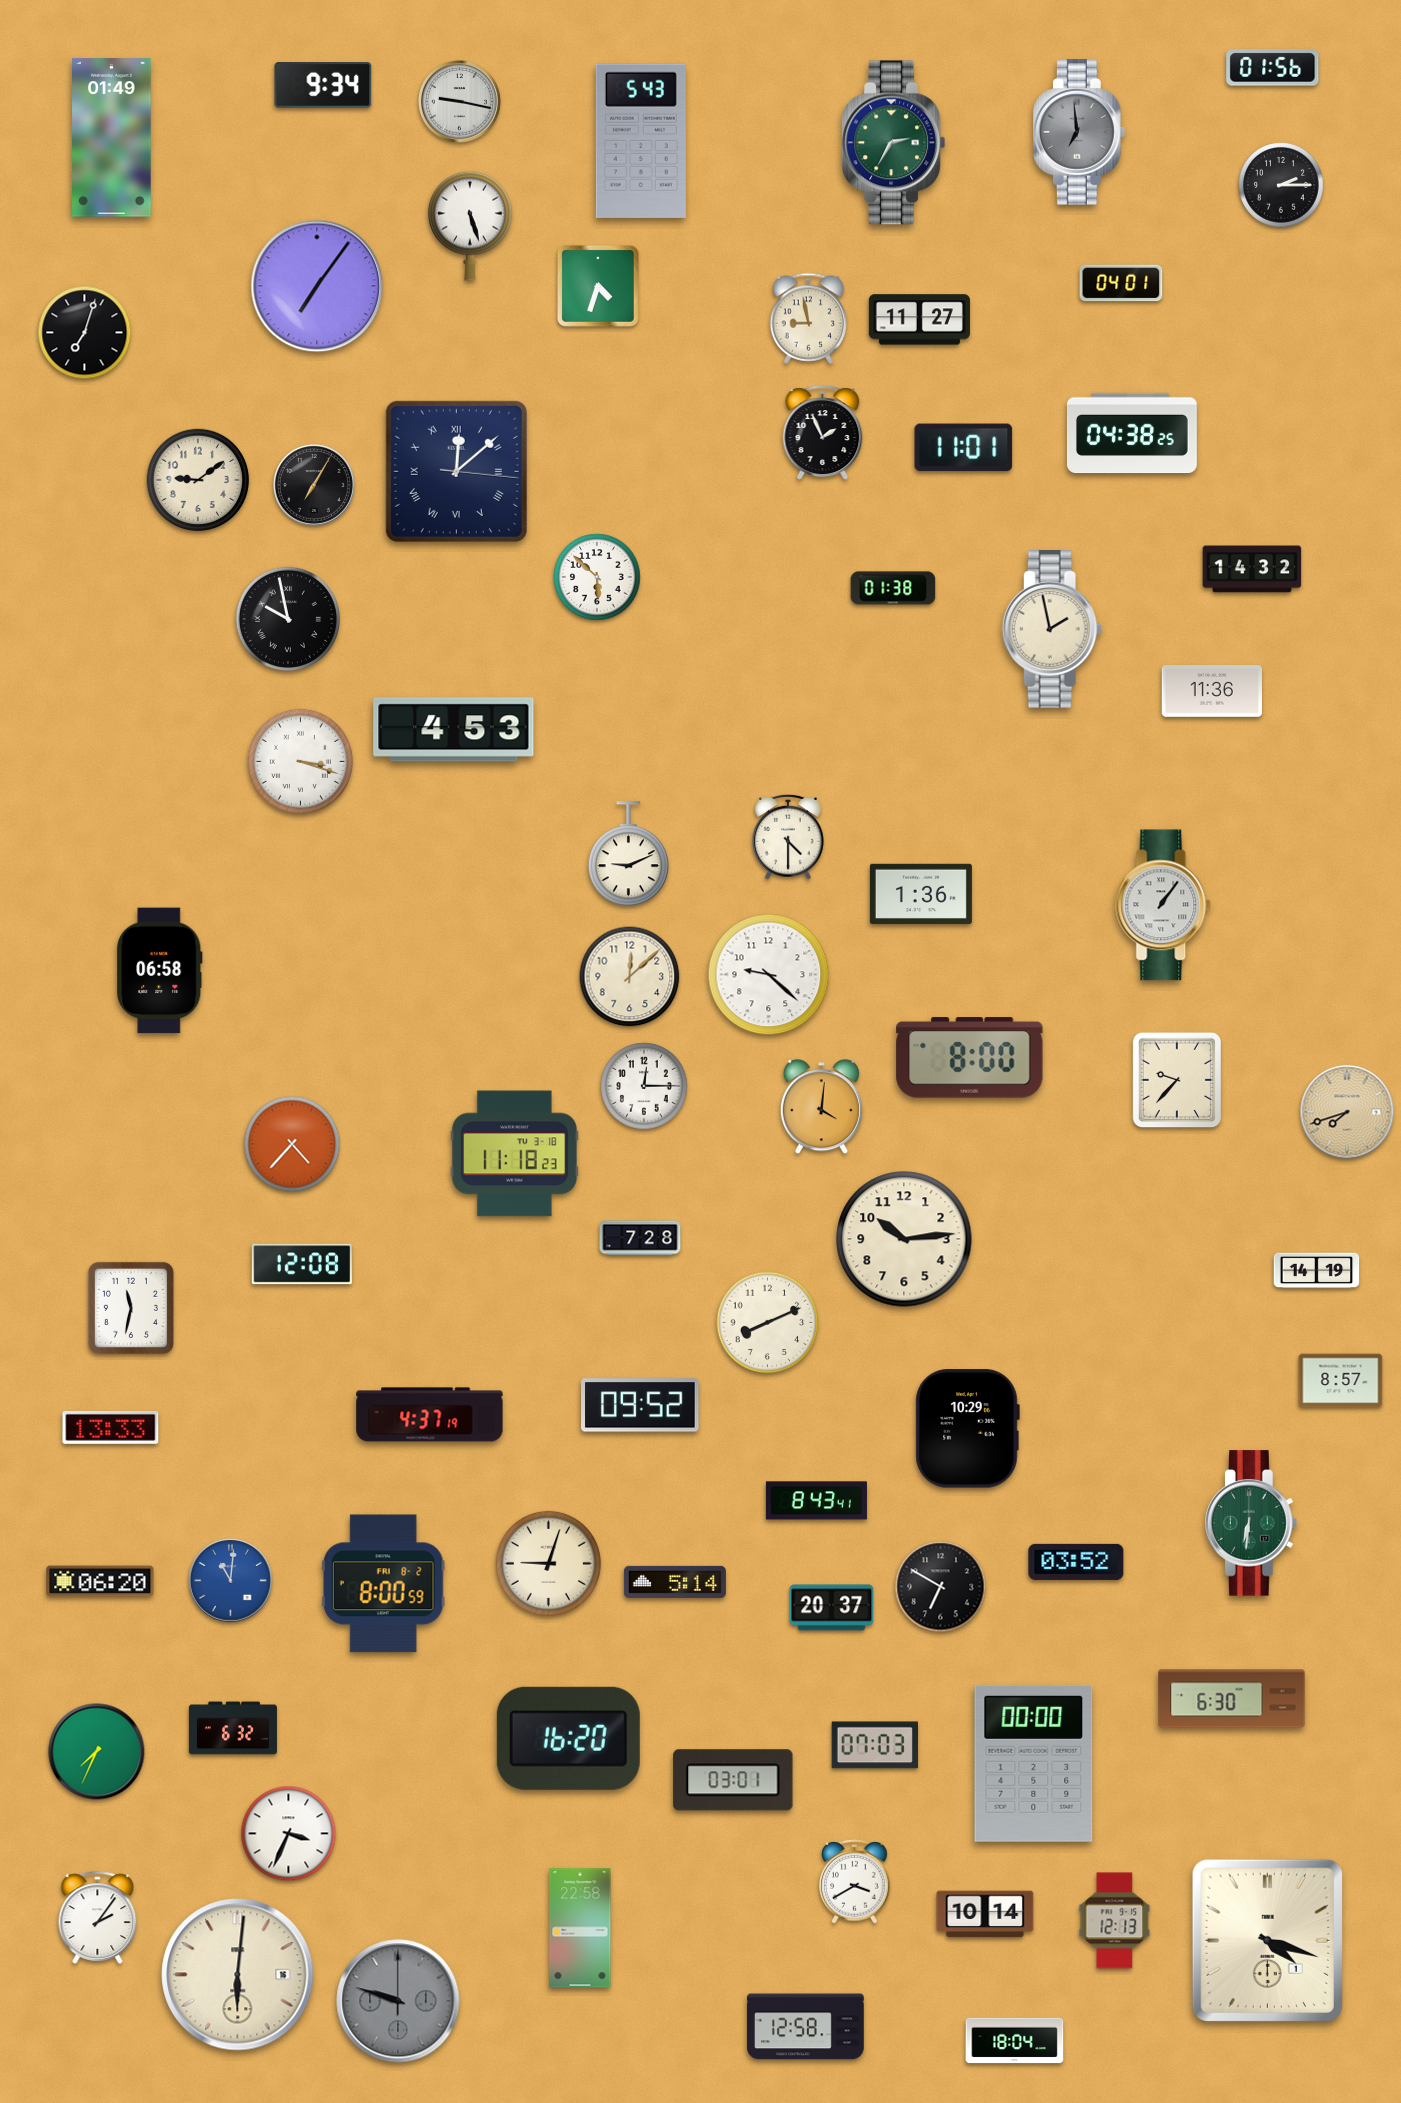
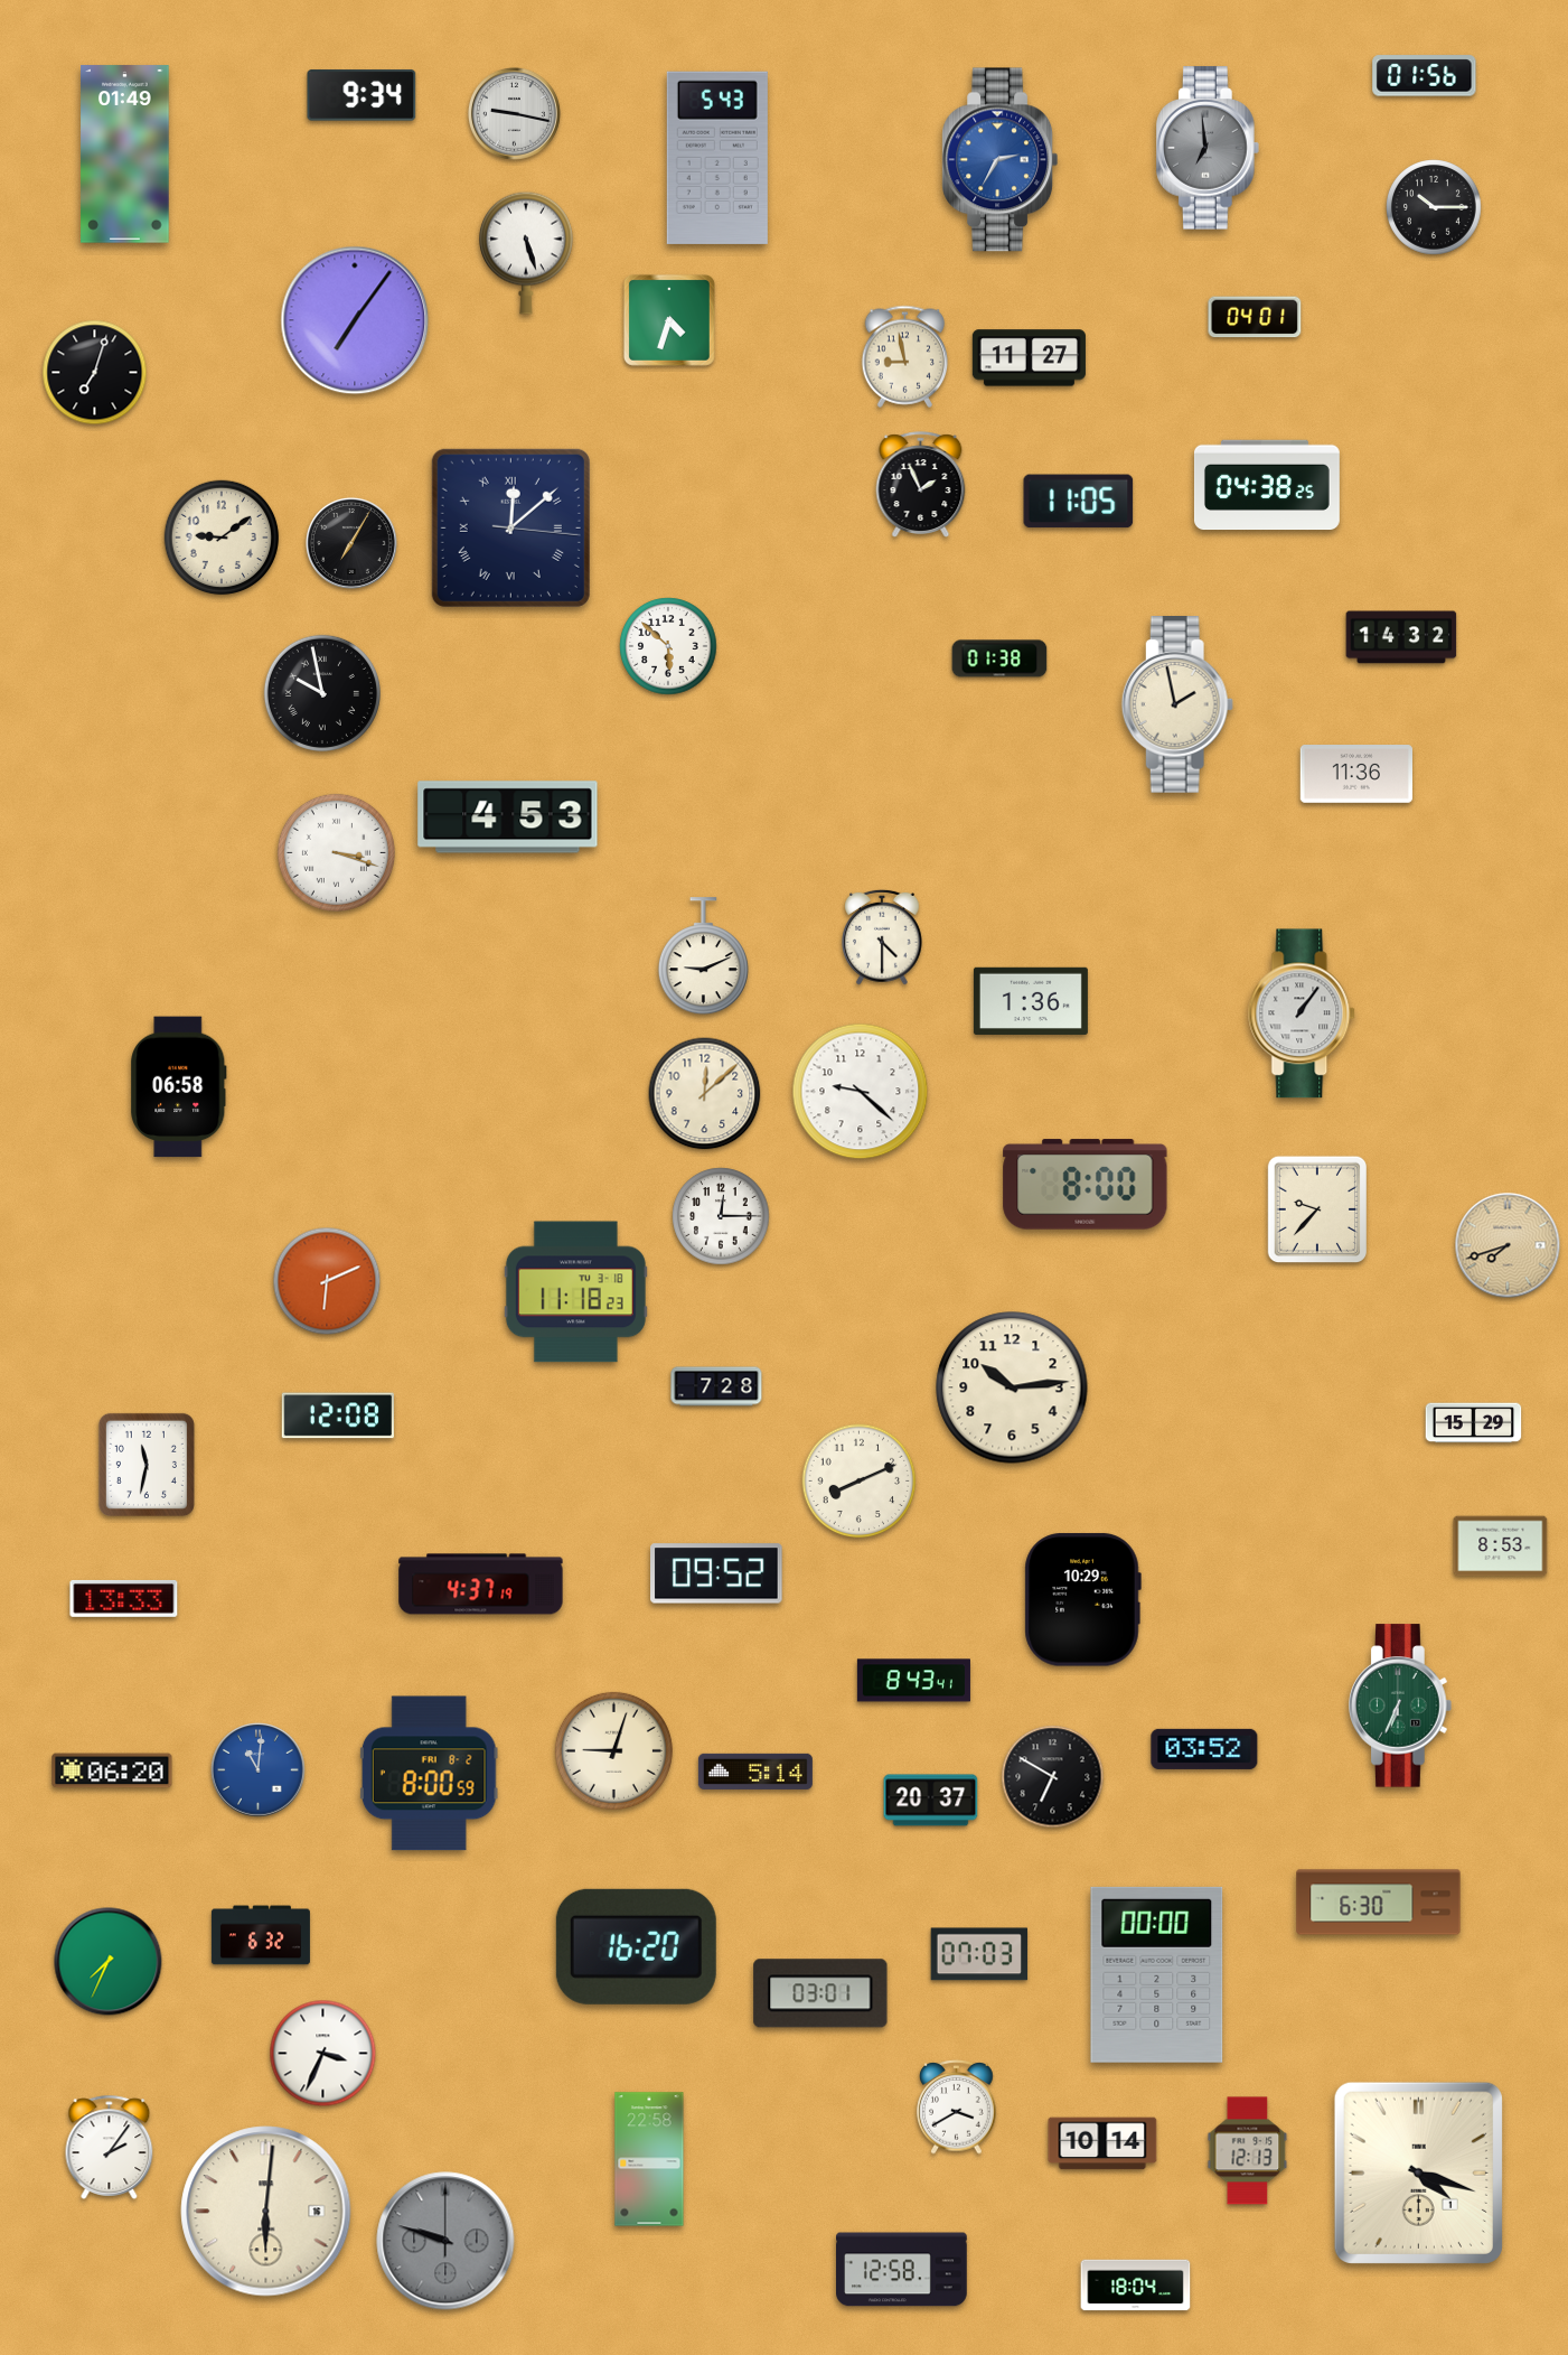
clock at (894, 143) dial: green -> blue
clock at (1281, 185): 2:15 -> 10:15
clock at (964, 448): 11:01 -> 11:05
clock at (821, 1107): 4:01 -> none
clock at (292, 1144): 4:37 -> 6:11
clock at (1317, 1271): 14:19 -> 15:29
clock at (1341, 1381): 8:57 -> 8:53
clock at (1251, 1523): 6:31 -> 6:34
